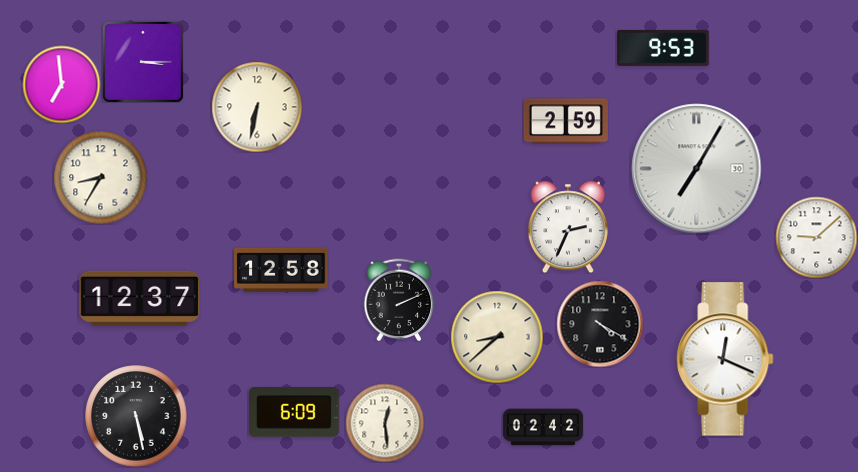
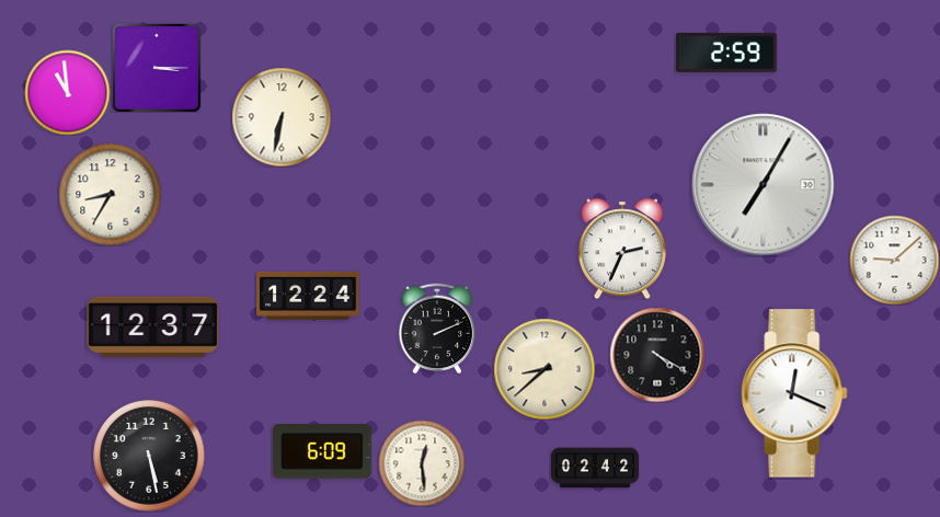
clock at (663, 48): 9:53 -> 2:59
clock at (61, 84): 6:59 -> 10:59
clock at (566, 121): 2:59 -> none
clock at (281, 270): 12:58 -> 12:24
